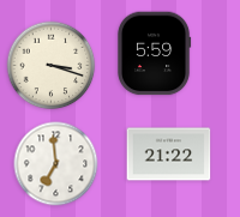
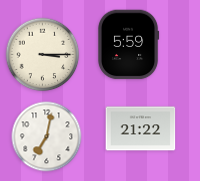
clock at (52, 66): 3:18 -> 3:15
clock at (56, 164): 6:59 -> 7:02
